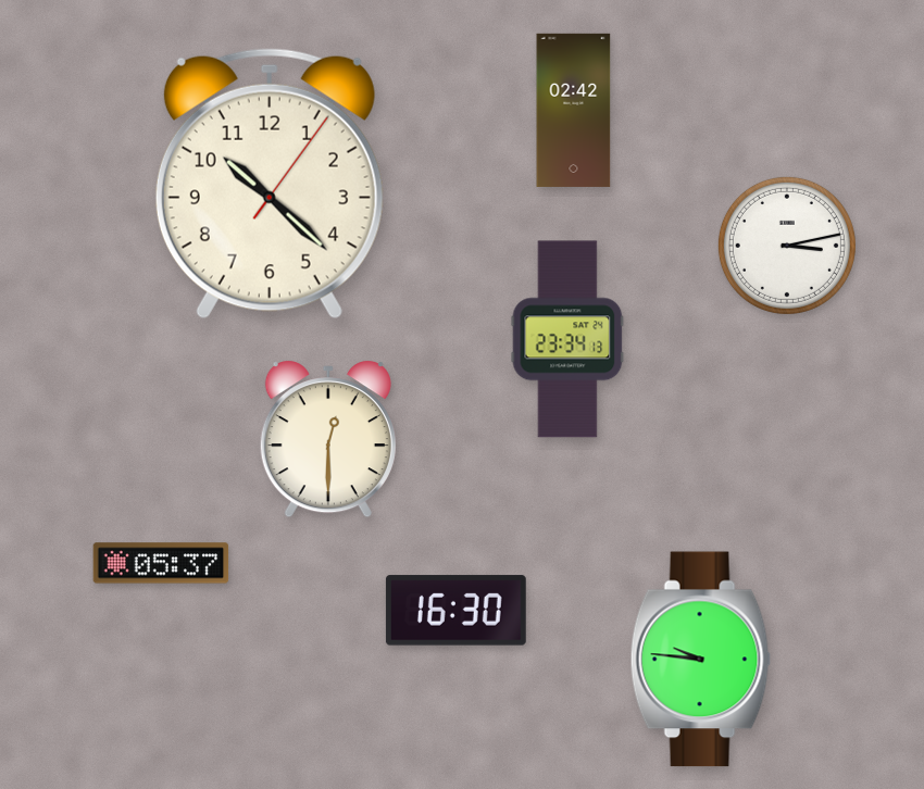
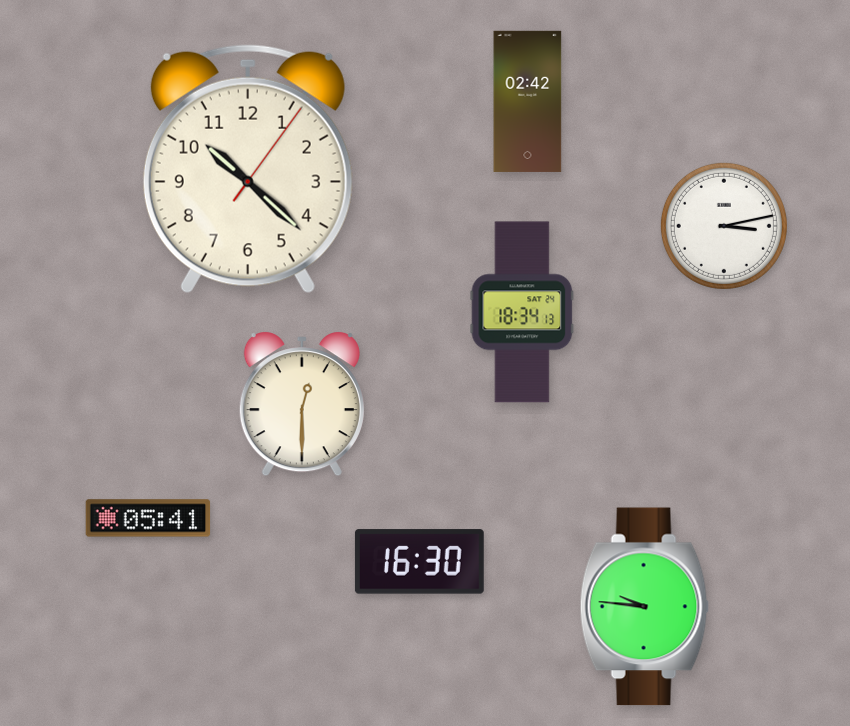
clock at (567, 339): 23:34 -> 18:34
clock at (161, 563): 05:37 -> 05:41
